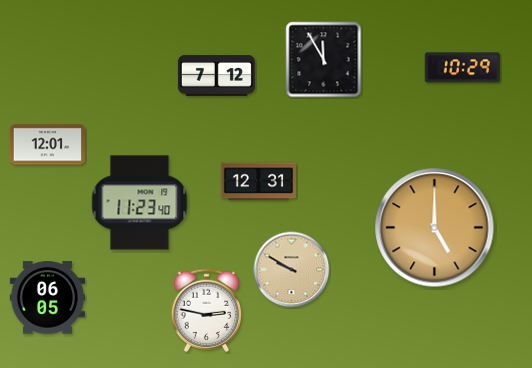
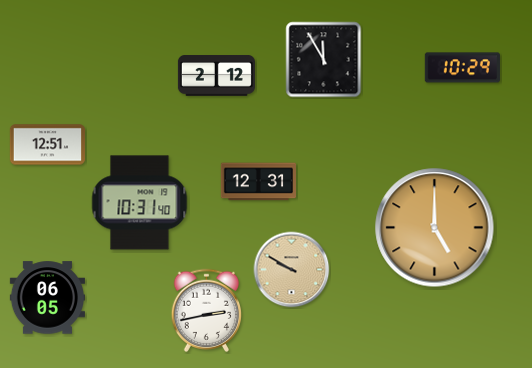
clock at (216, 76): 7:12 -> 2:12
clock at (47, 145): 12:01 -> 12:51
clock at (140, 203): 11:23 -> 10:31
clock at (206, 310): 2:47 -> 2:43
